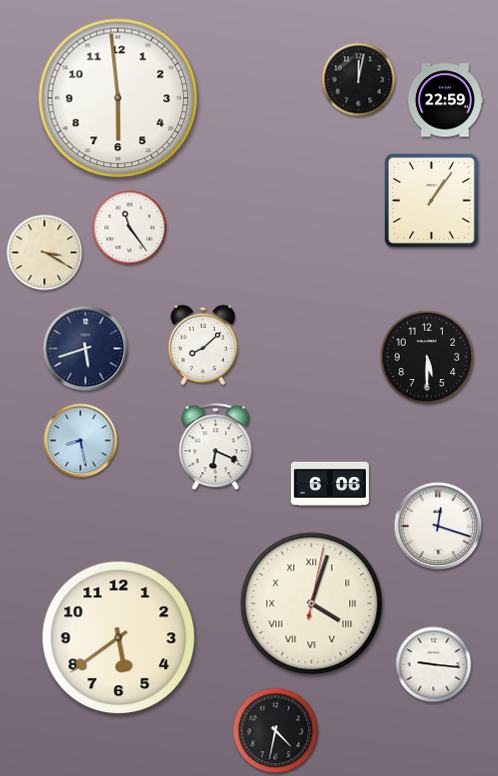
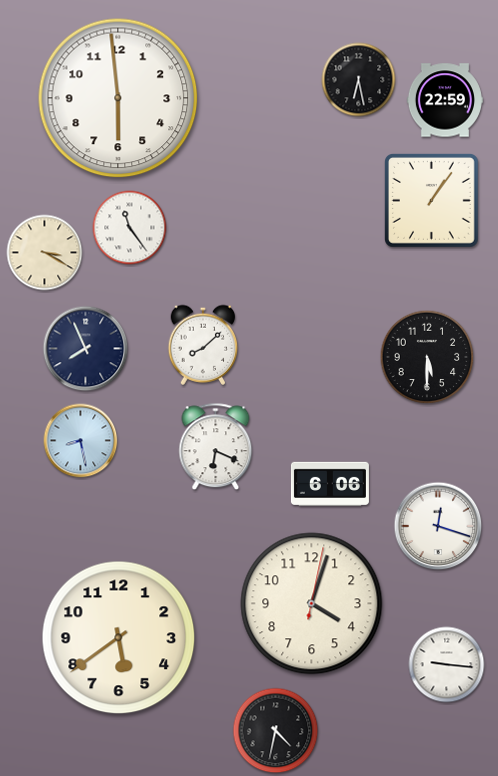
clock at (359, 80): 12:02 -> 6:28
clock at (86, 349): 5:42 -> 7:56
clock at (312, 604) numerals: Roman -> Arabic
clock at (434, 665) position: (434, 665) -> (447, 665)
